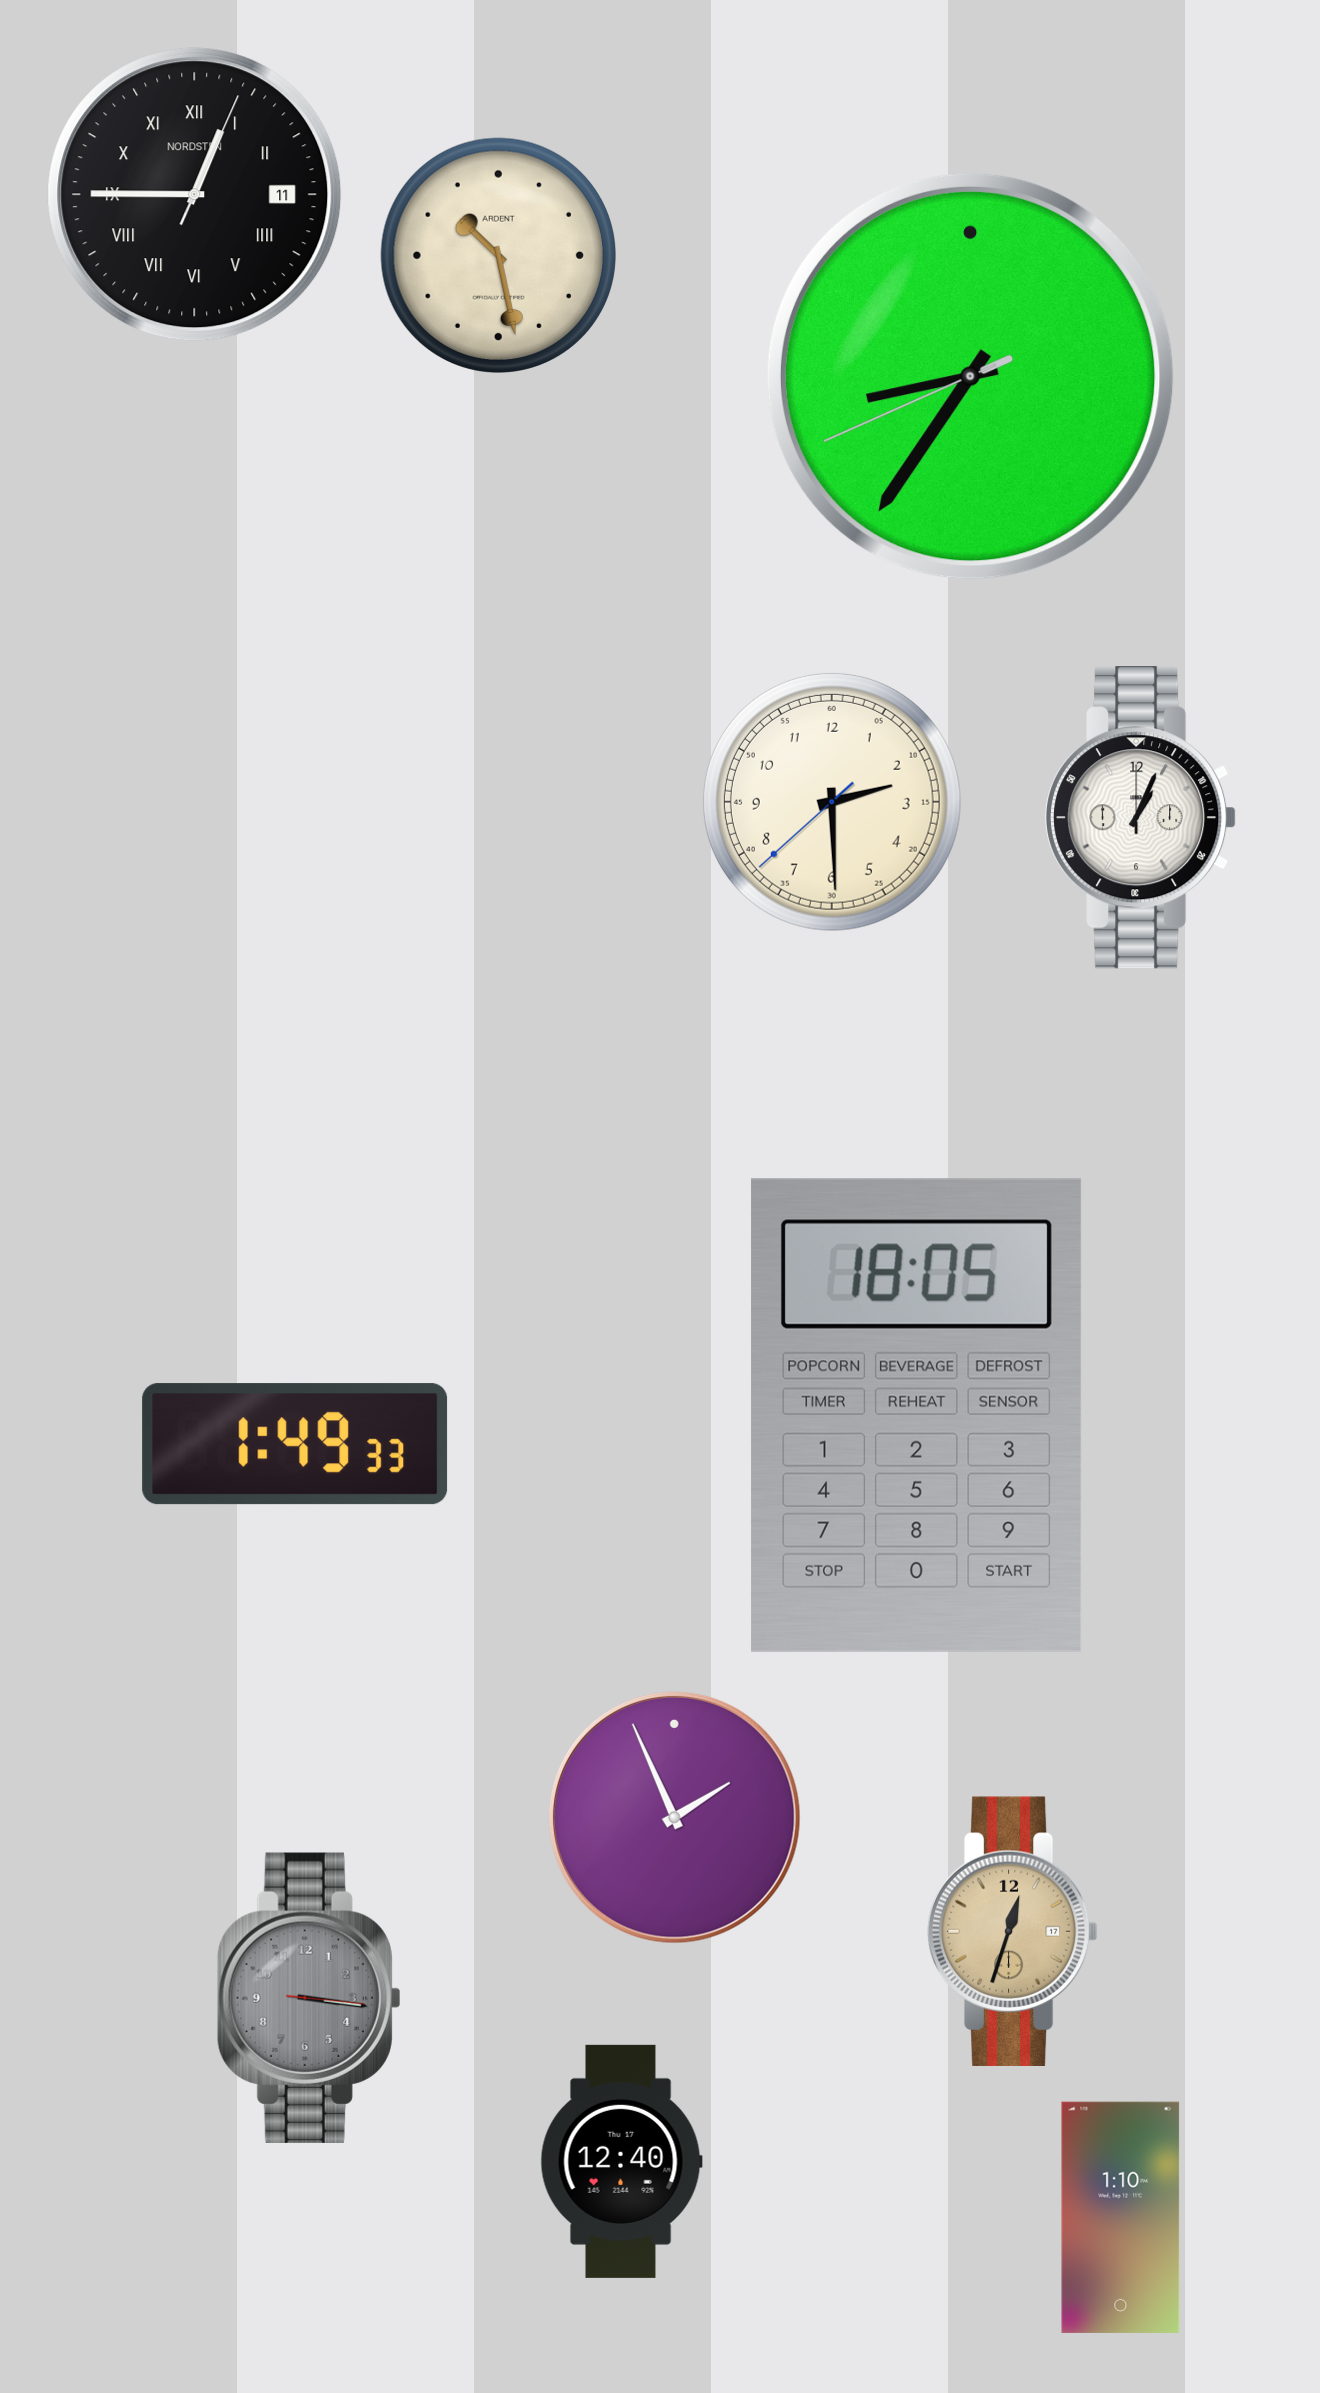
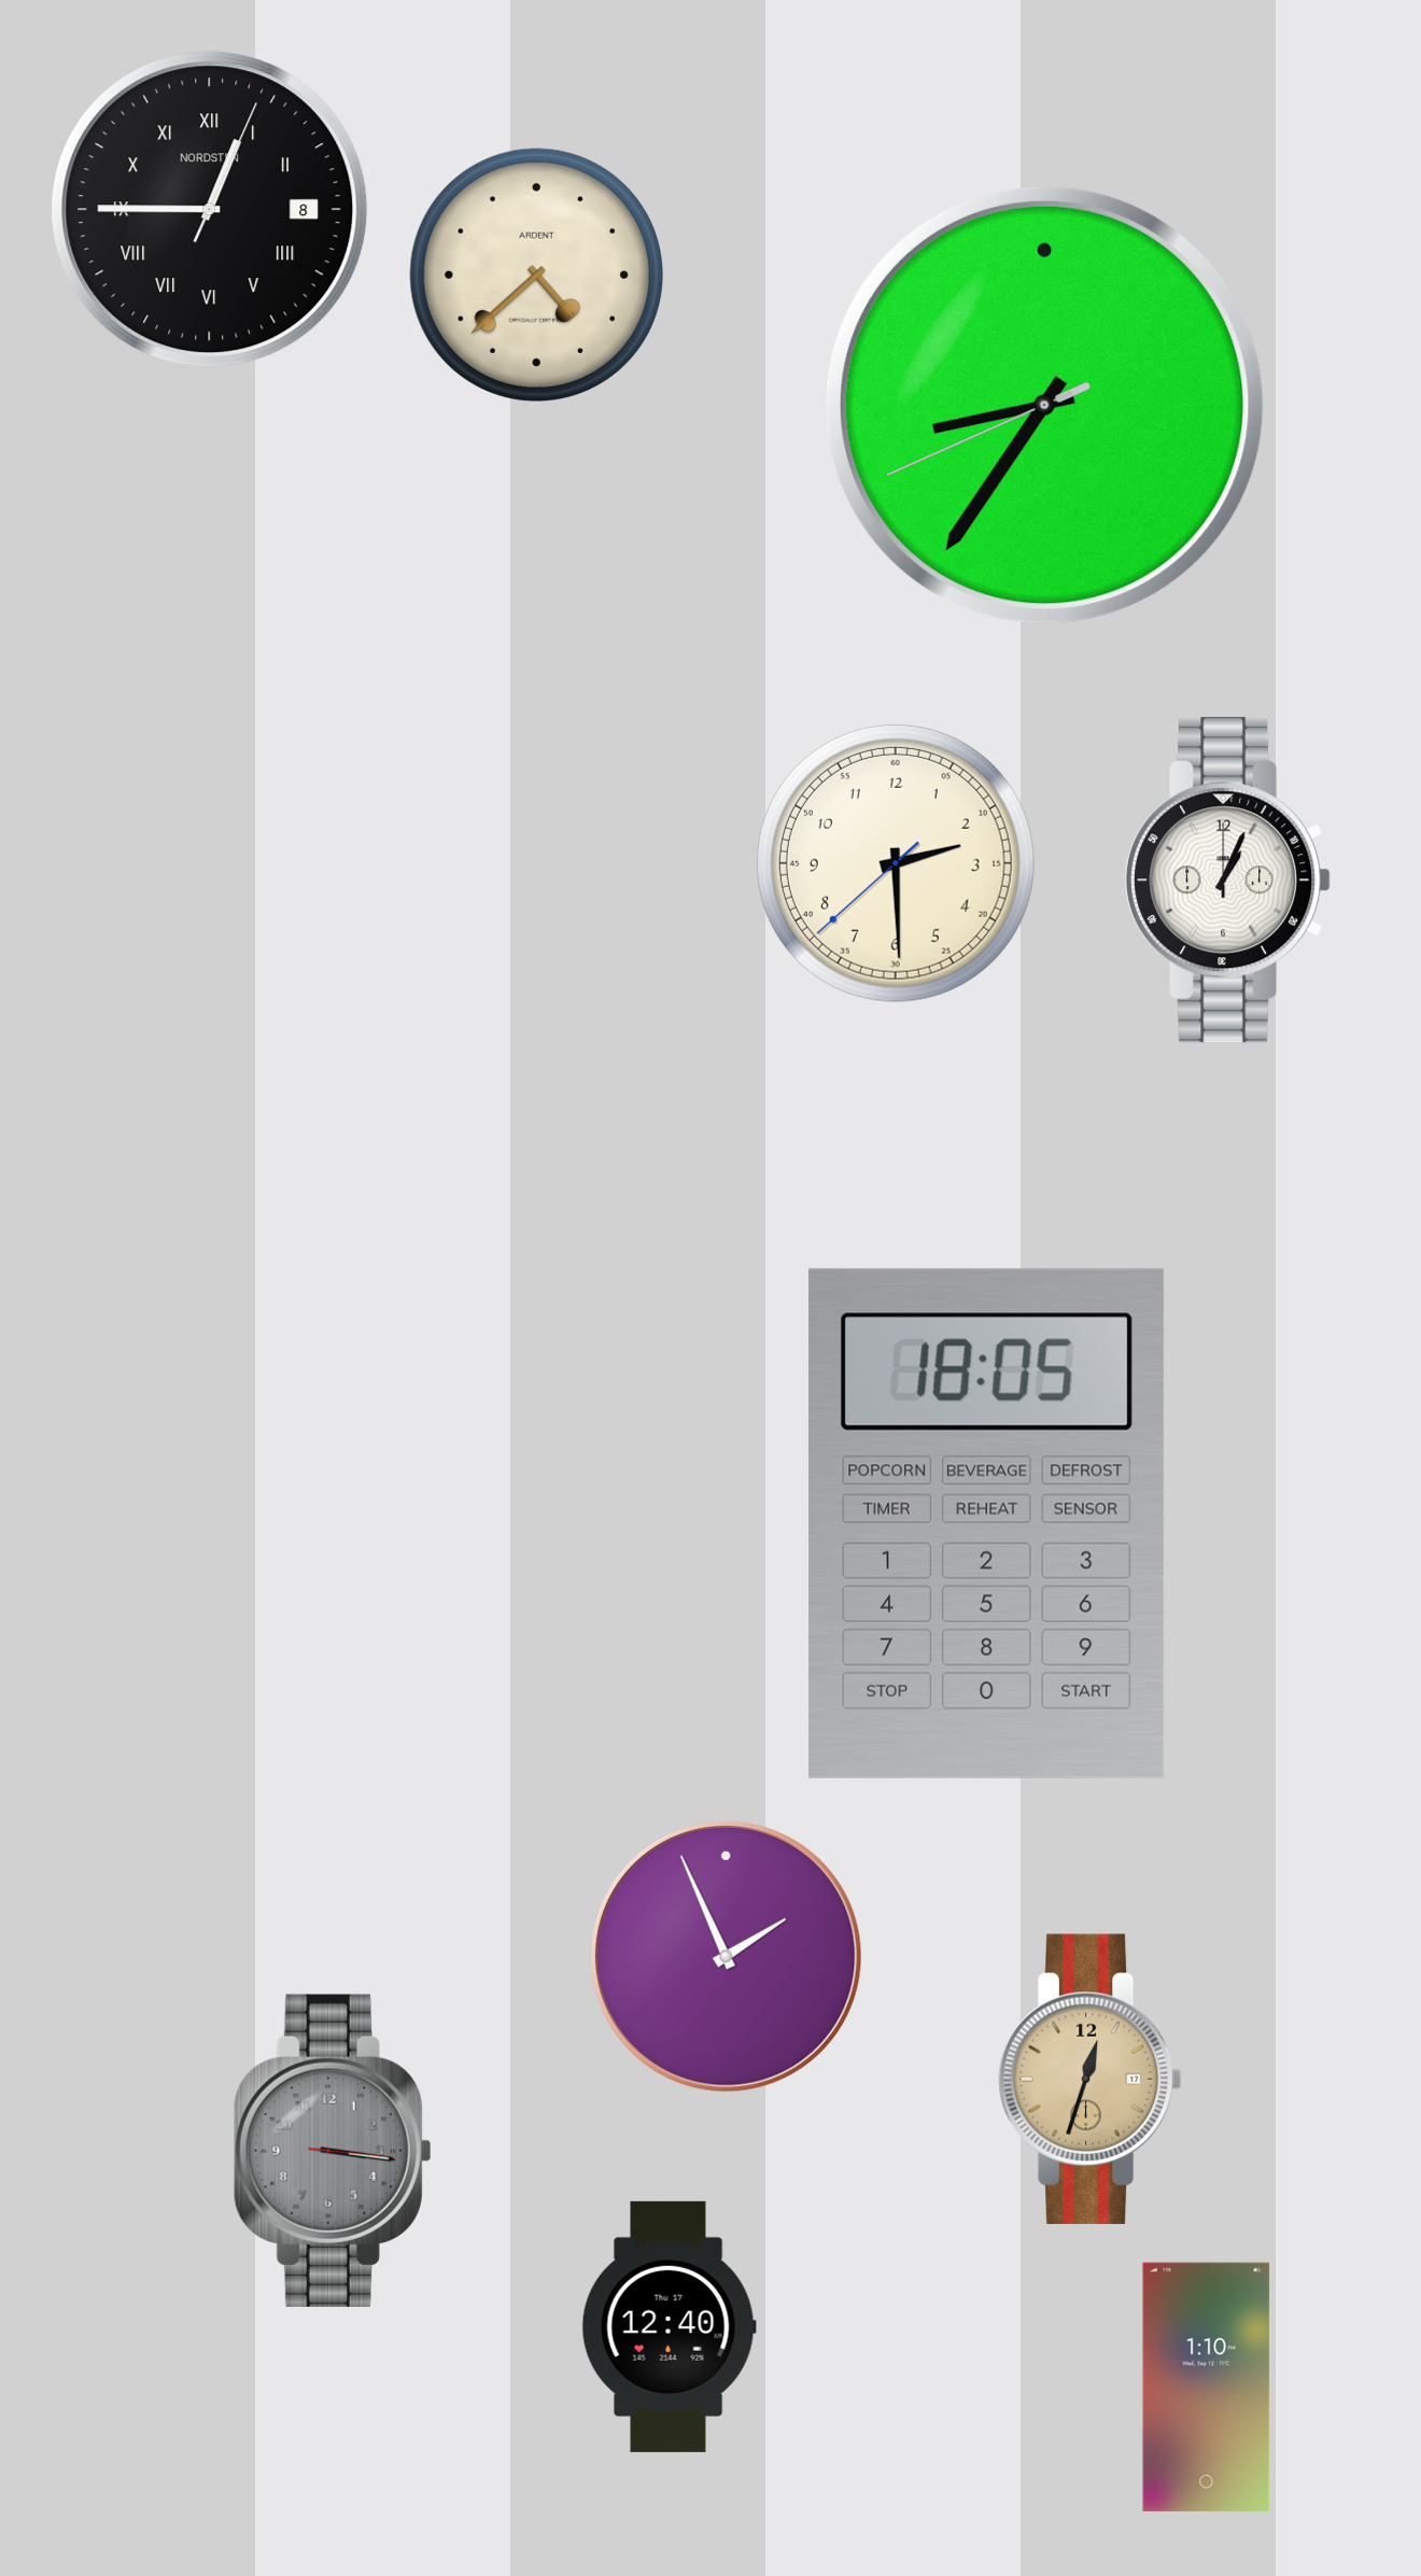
clock at (195, 195) date: 11 -> 8
clock at (498, 255): 10:28 -> 4:38
clock at (295, 1444): 1:49 -> none
